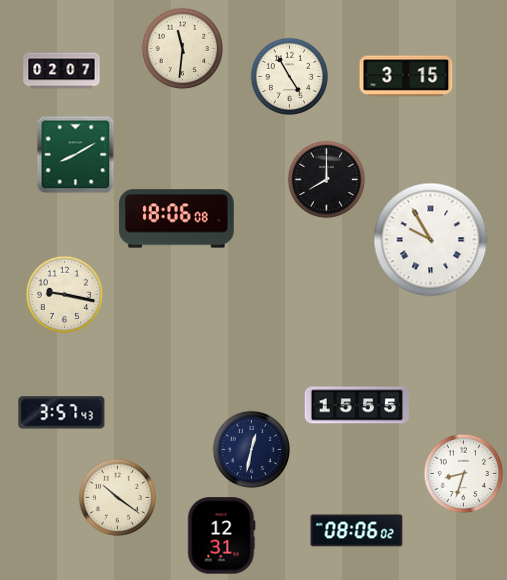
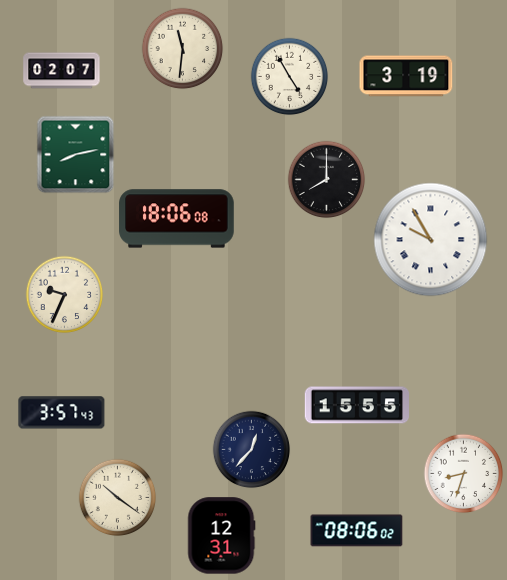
clock at (406, 76): 3:15 -> 3:19
clock at (75, 154): 8:10 -> 8:13
clock at (64, 294): 9:17 -> 9:34
clock at (251, 449): 12:32 -> 12:37
